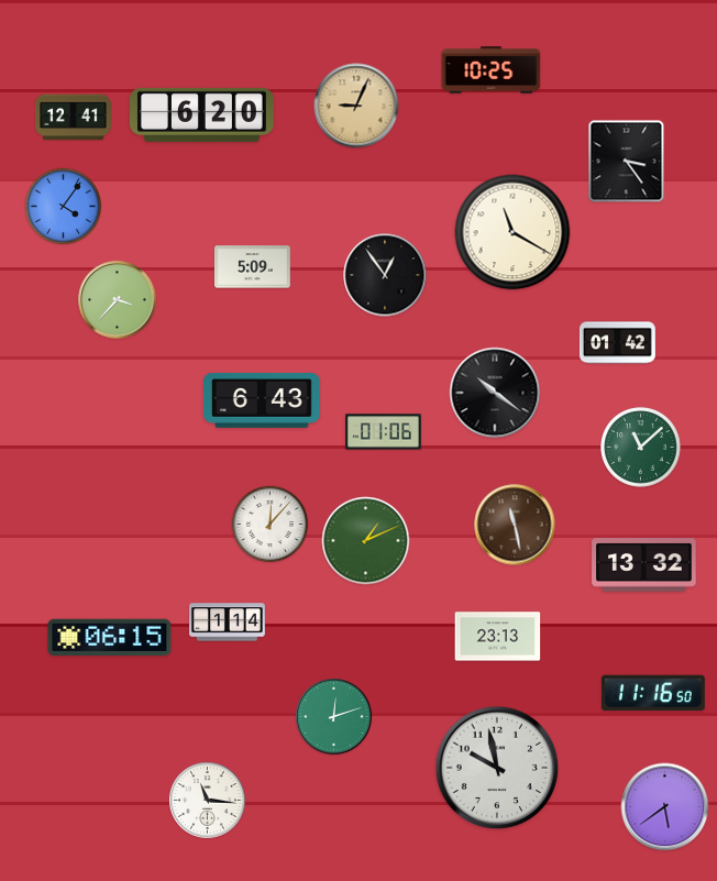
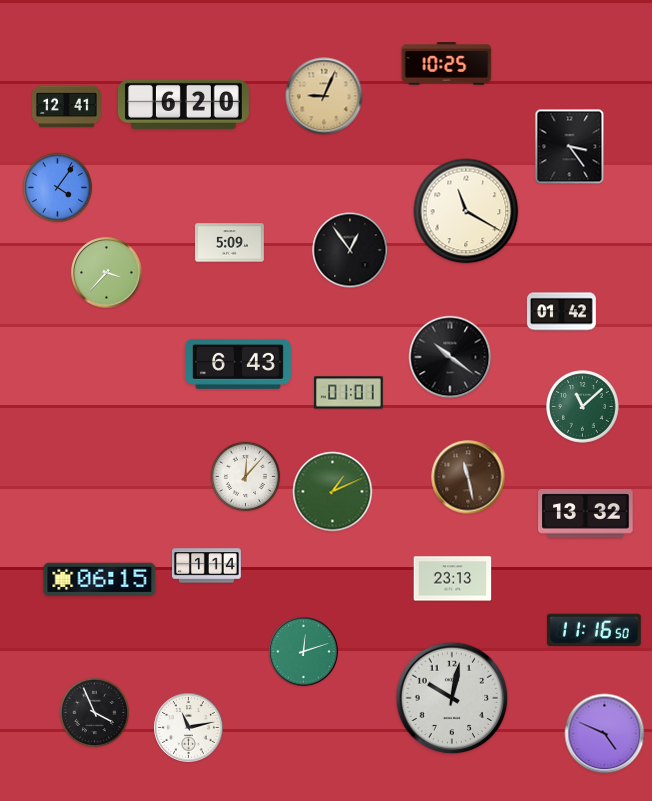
clock at (384, 432): 01:06 -> 01:01
clock at (497, 768): 9:58 -> 10:02
clock at (94, 712): none -> 3:56
clock at (208, 801): 11:16 -> 11:13
clock at (665, 807): 5:39 -> 4:49
